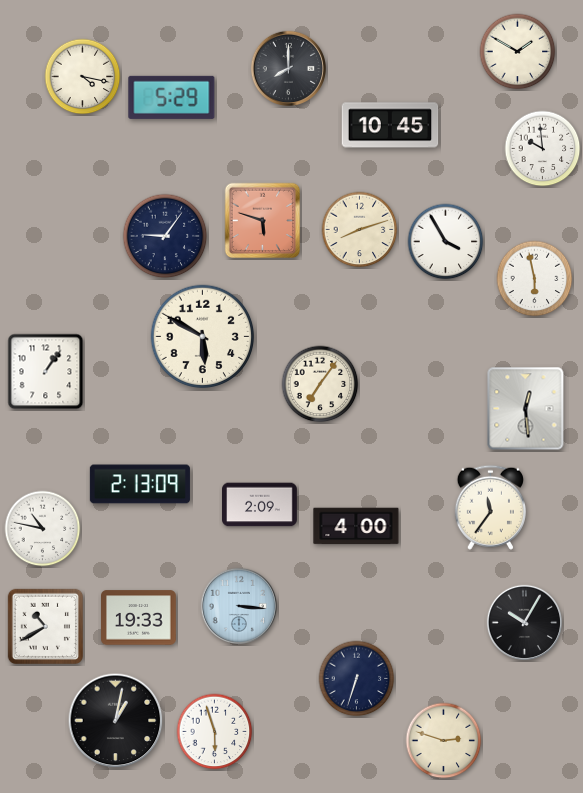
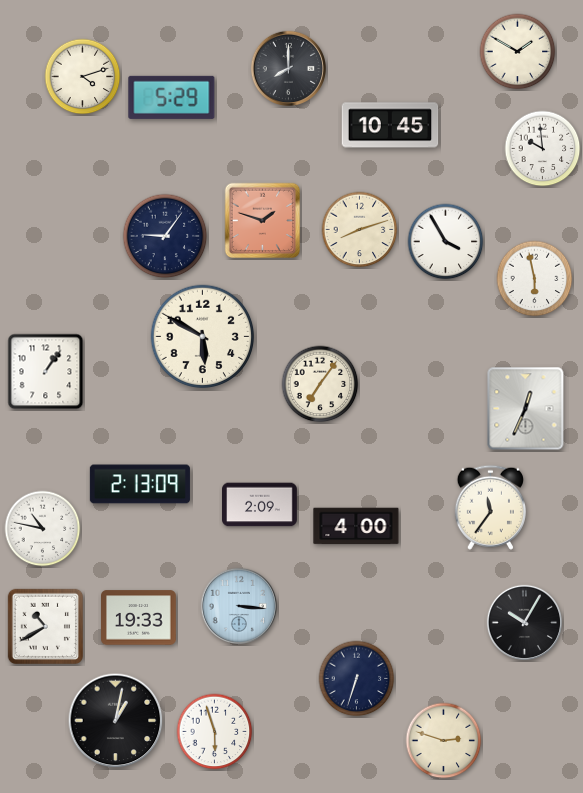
clock at (83, 77): 4:17 -> 4:12
clock at (263, 221): 5:48 -> 1:48
clock at (526, 409): 12:29 -> 12:34
